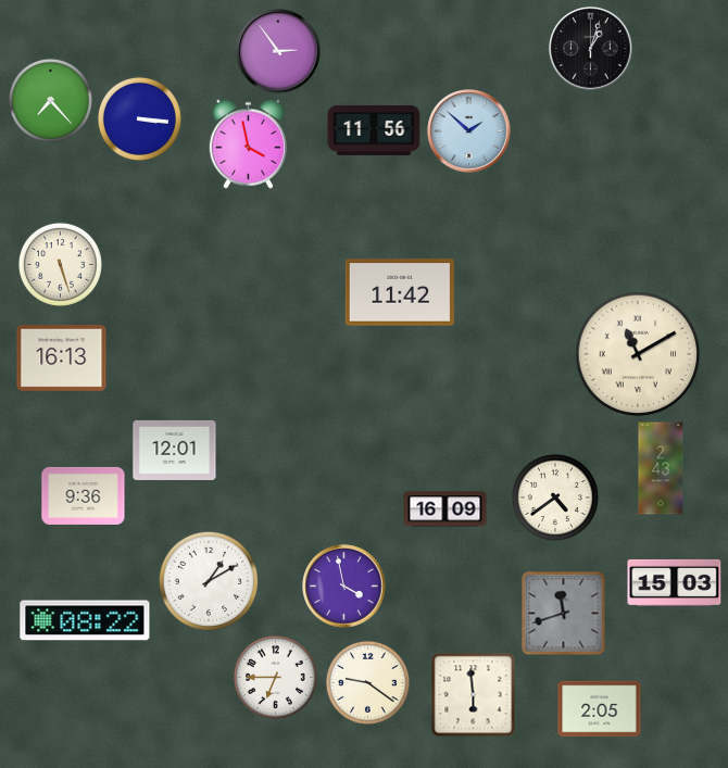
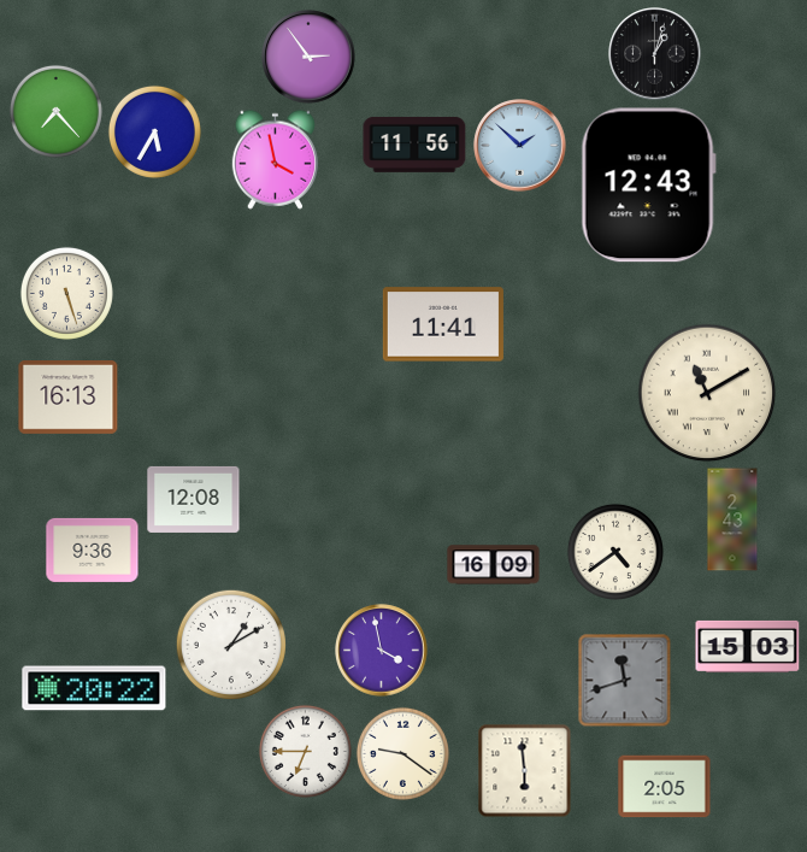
clock at (139, 118): 3:16 -> 5:35
clock at (648, 186): none -> 12:43
clock at (400, 292): 11:42 -> 11:41
clock at (175, 450): 12:01 -> 12:08
clock at (85, 620): 08:22 -> 20:22
clock at (367, 682) position: (367, 682) -> (402, 753)
